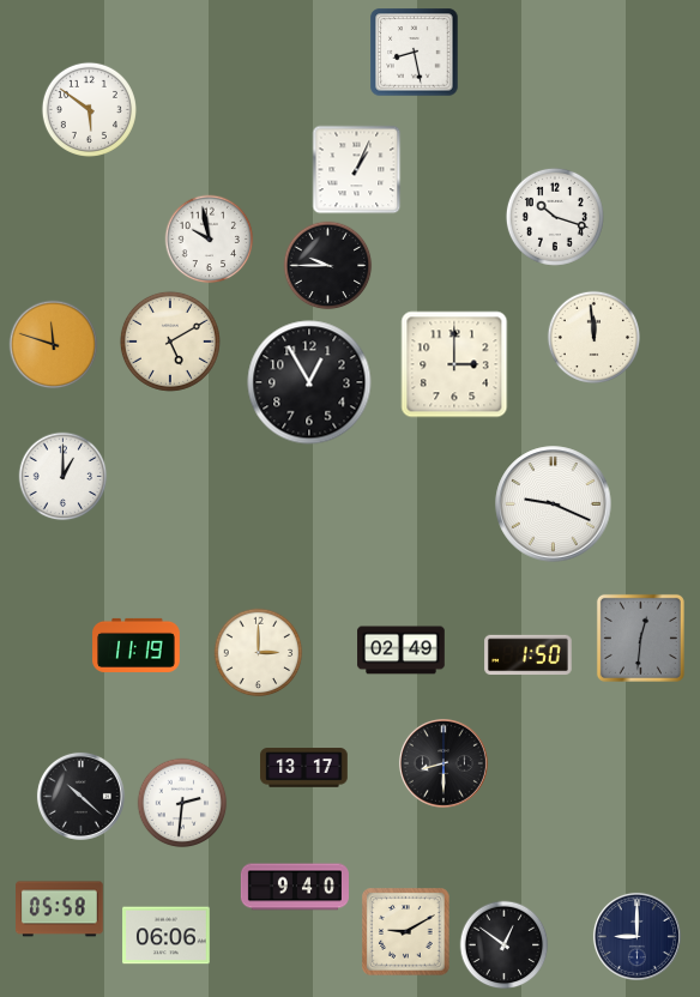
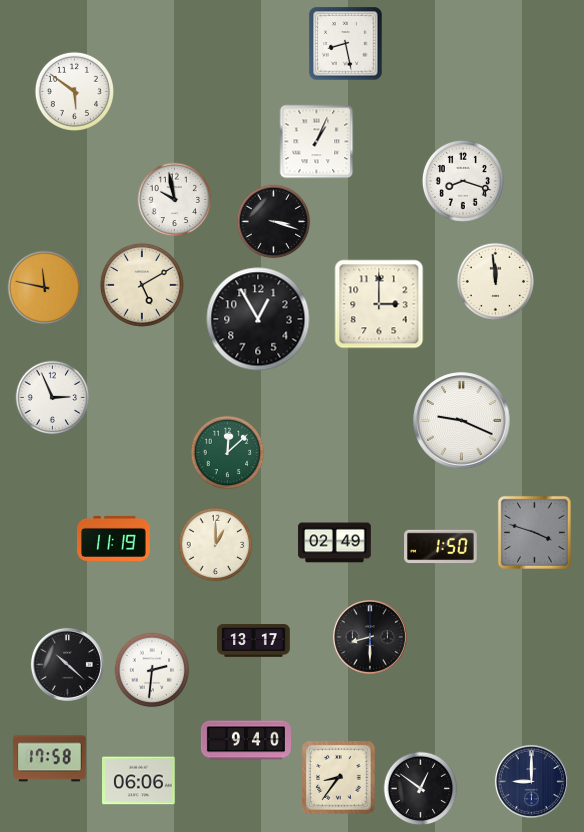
clock at (357, 170) position: (357, 170) -> (317, 142)
clock at (555, 217): 10:18 -> 8:18
clock at (328, 266): 9:45 -> 3:18
clock at (54, 345): 11:48 -> 11:47
clock at (64, 477): 1:00 -> 2:56
clock at (228, 453): none -> 12:08
clock at (640, 638): 12:31 -> 3:48
clock at (259, 653): 3:00 -> 1:00
clock at (60, 910): 05:58 -> 17:58
clock at (406, 932): 9:10 -> 8:36
